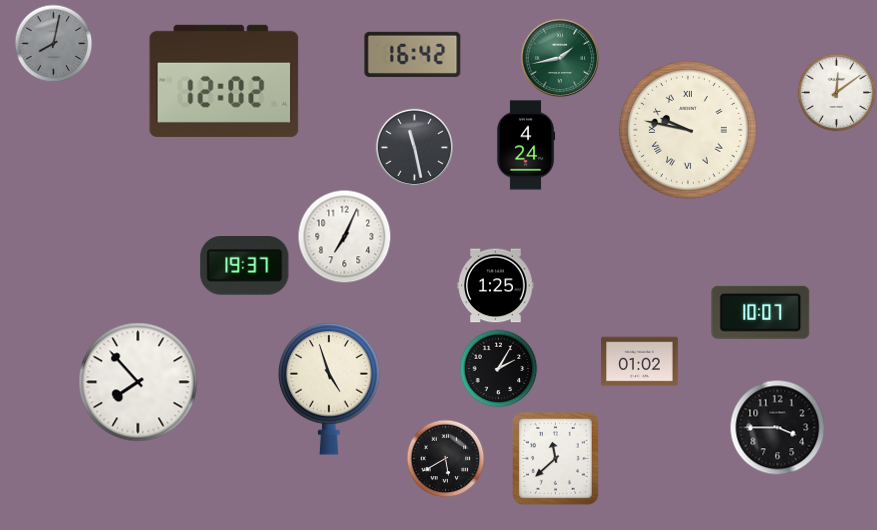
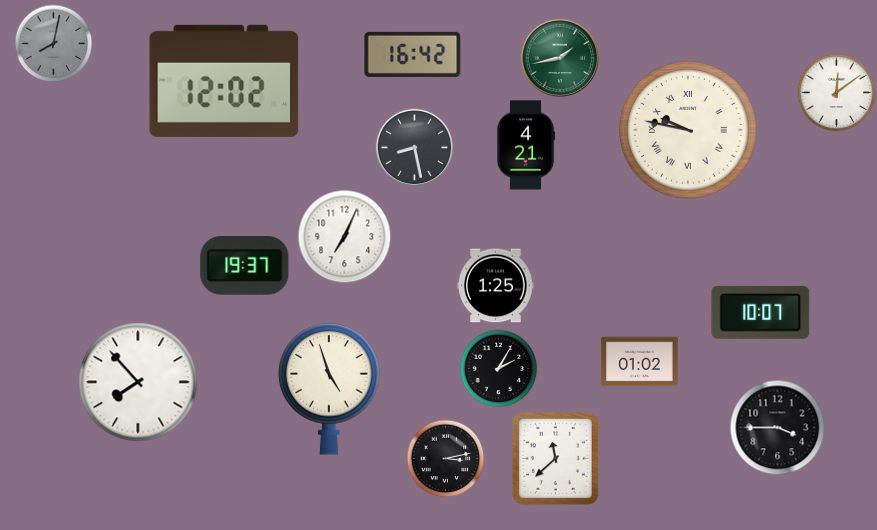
clock at (526, 145): 4:24 -> 4:21
clock at (414, 147): 11:28 -> 8:28
clock at (445, 458): 5:40 -> 3:13
